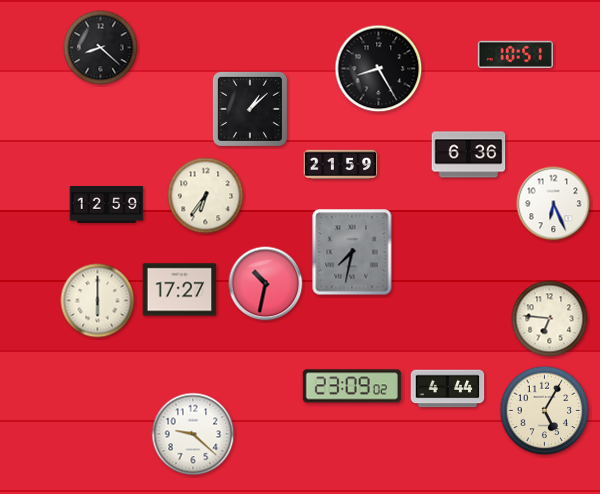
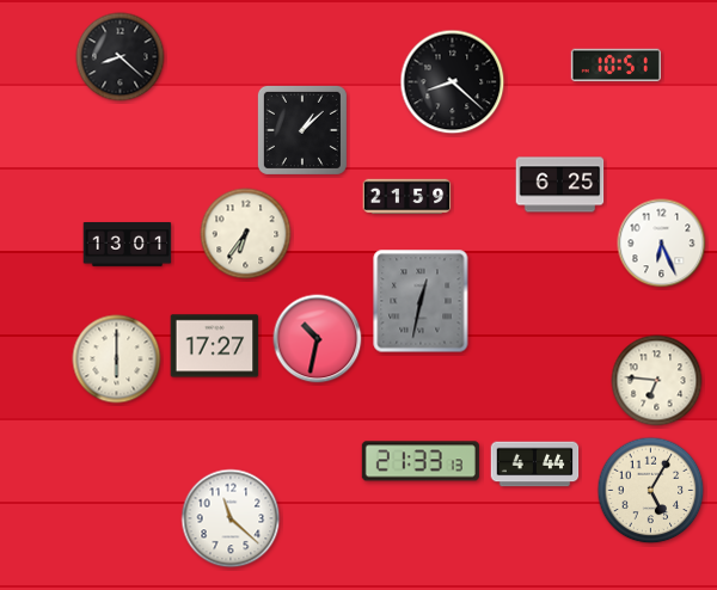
clock at (379, 69): 8:25 -> 8:22
clock at (250, 109) position: (250, 109) -> (302, 130)
clock at (469, 155): 6:36 -> 6:25
clock at (107, 205): 12:59 -> 13:01
clock at (352, 252): 7:32 -> 12:32
clock at (352, 386): 23:09 -> 21:33
clock at (193, 434): 9:22 -> 11:22
